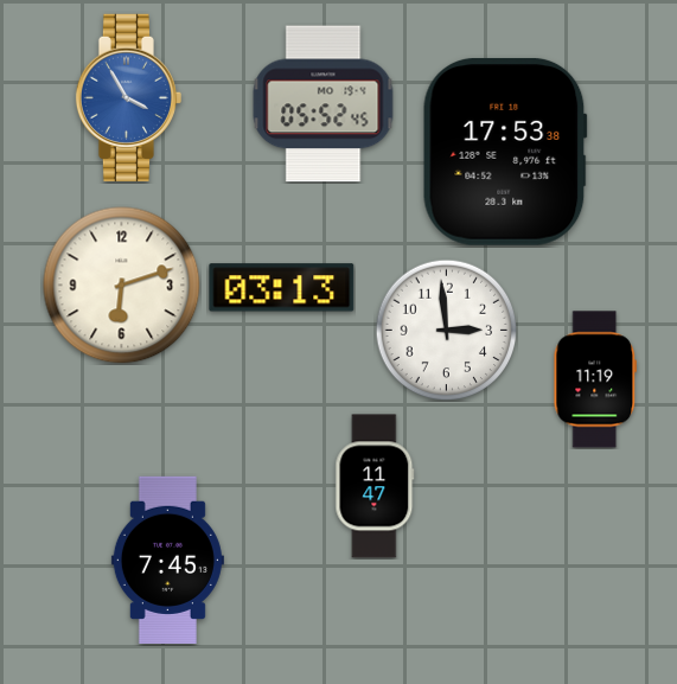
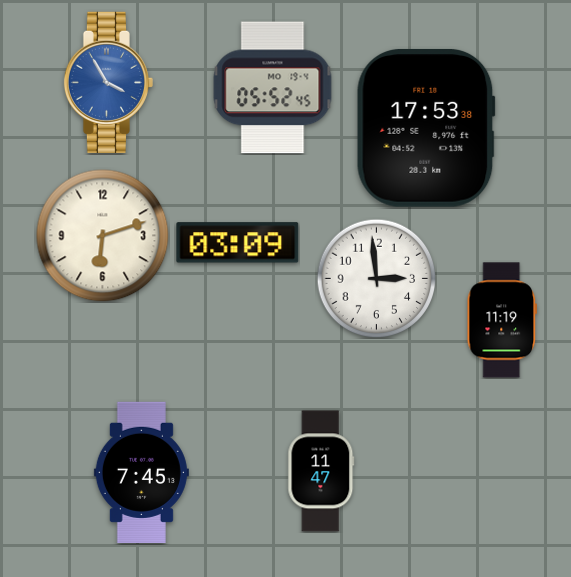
clock at (122, 286) position: (122, 286) -> (103, 236)
clock at (282, 288): 03:13 -> 03:09
clock at (375, 486) position: (375, 486) -> (321, 471)
